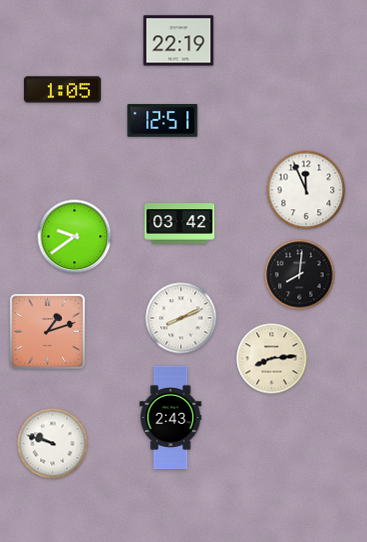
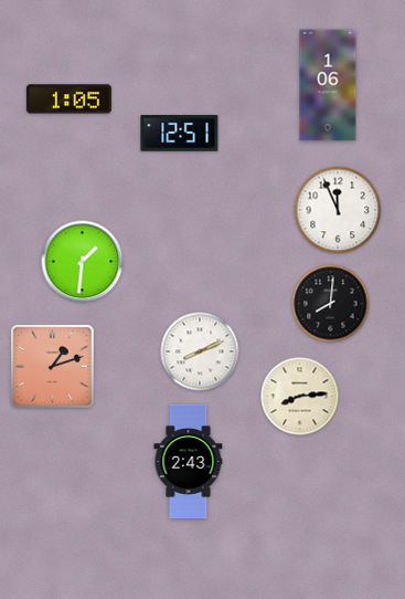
clock at (179, 41): 22:19 -> none
clock at (328, 85): none -> 1:06
clock at (180, 224): 03:42 -> none
clock at (75, 237): 9:39 -> 1:31
clock at (53, 444): 9:48 -> none
